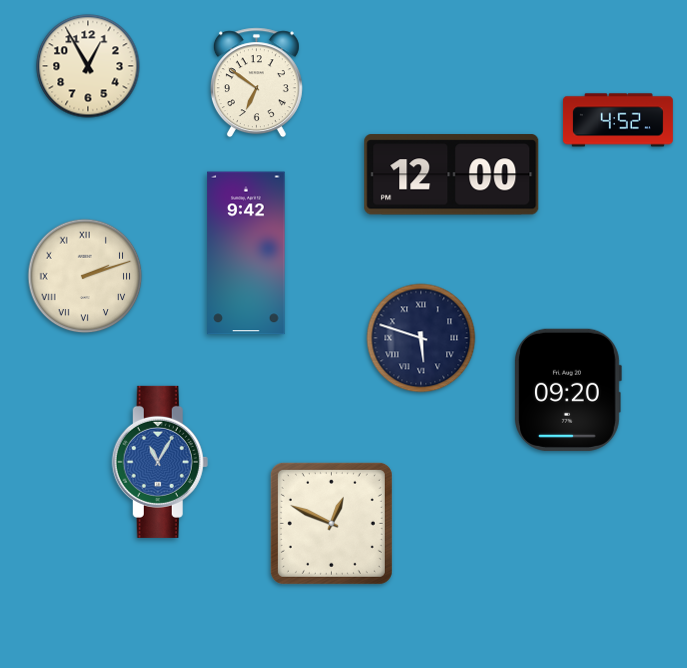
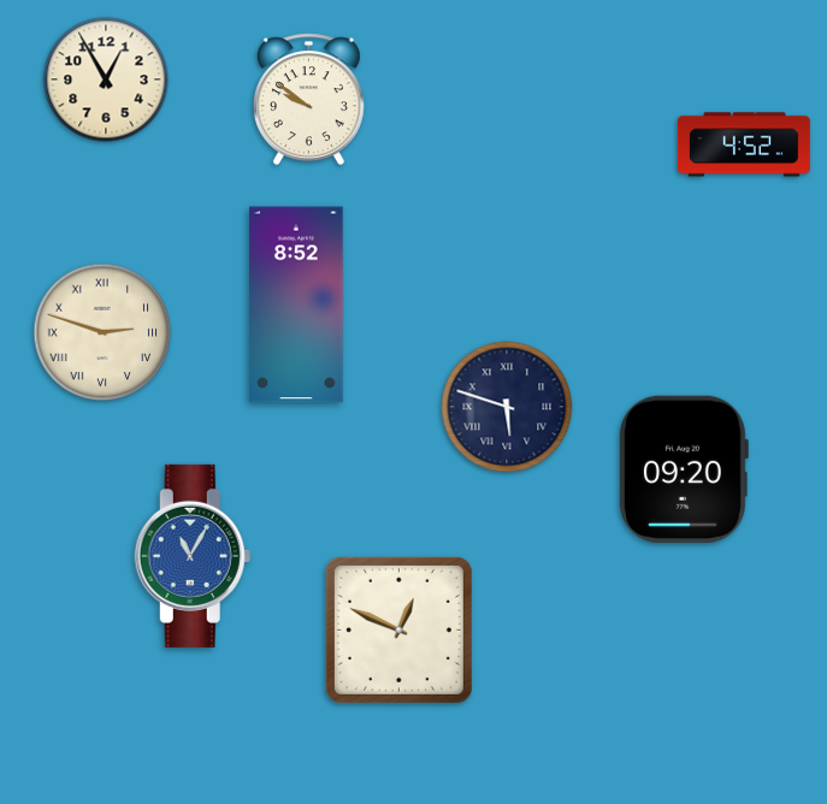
clock at (256, 83): 6:51 -> 9:51
clock at (452, 175): 12:00 -> none
clock at (246, 253): 9:42 -> 8:52
clock at (85, 276): 2:12 -> 2:48
